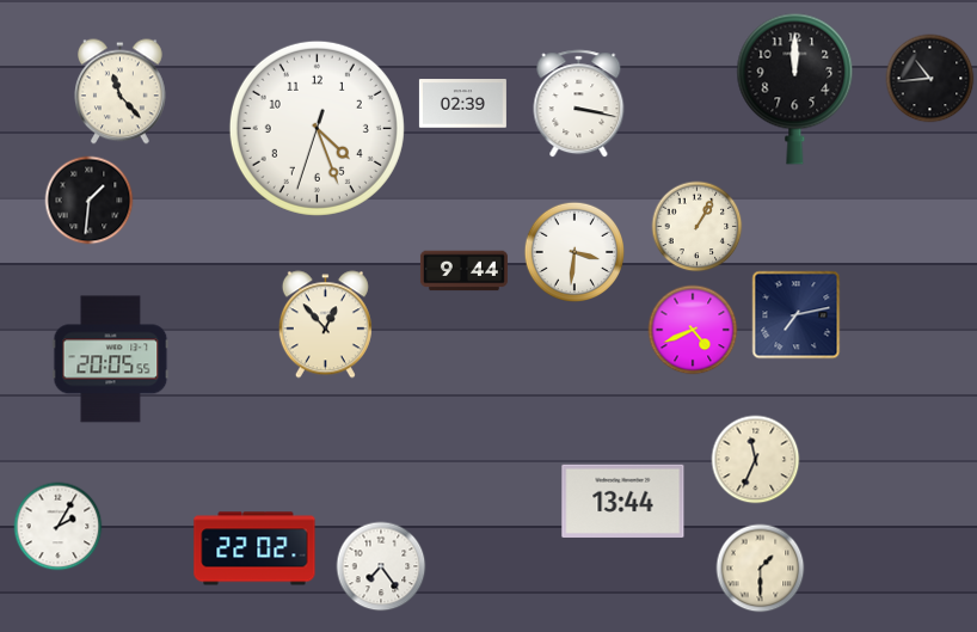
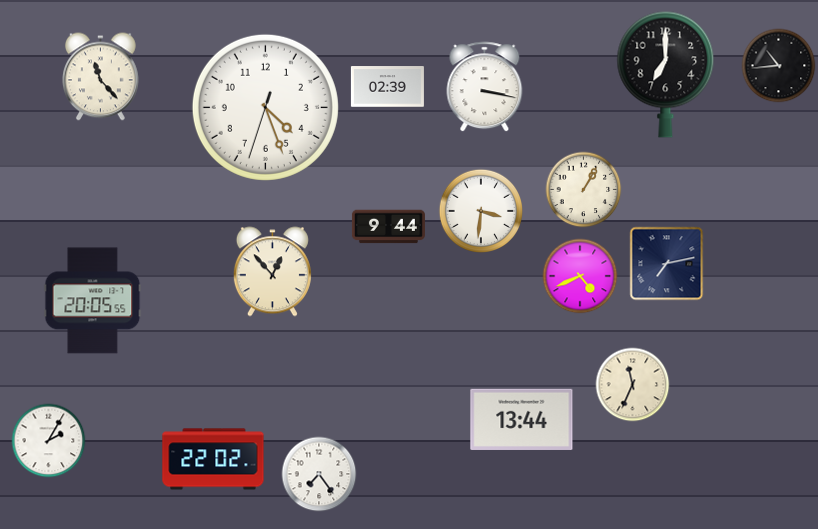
clock at (795, 88): 12:00 -> 7:00
clock at (90, 201): 1:31 -> none
clock at (761, 569): 1:30 -> none
